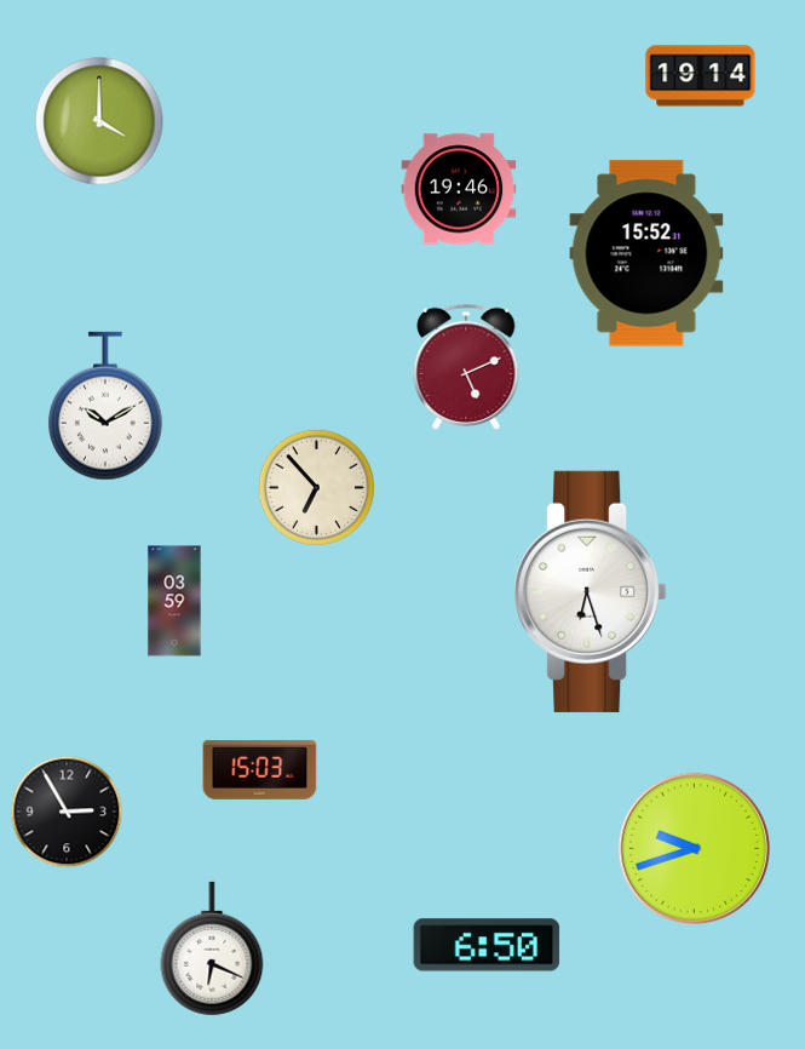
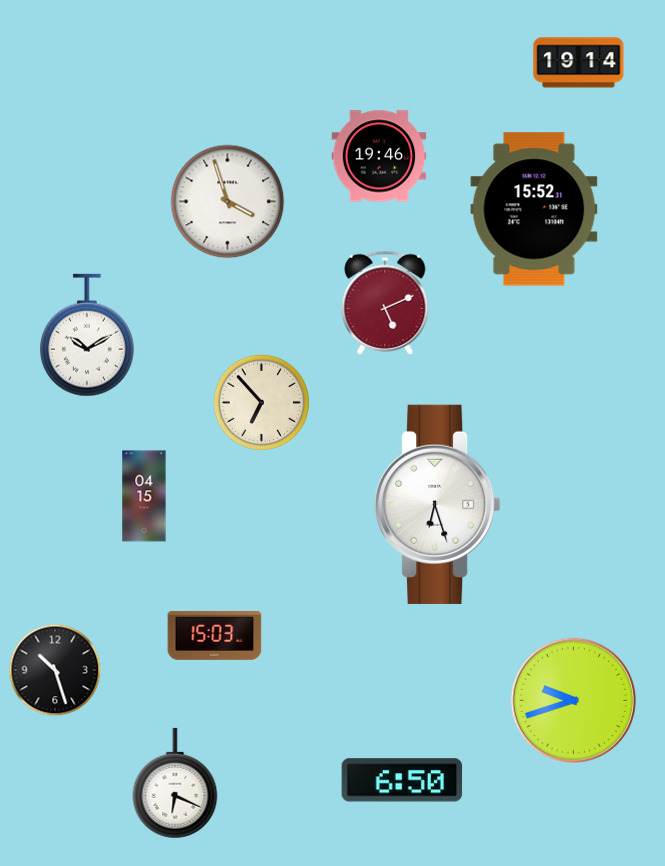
clock at (99, 121): 4:00 -> none
clock at (228, 202): none -> 3:57
clock at (591, 591) position: (591, 591) -> (438, 504)
clock at (174, 601): 03:59 -> 04:15
clock at (67, 812): 2:55 -> 10:27
